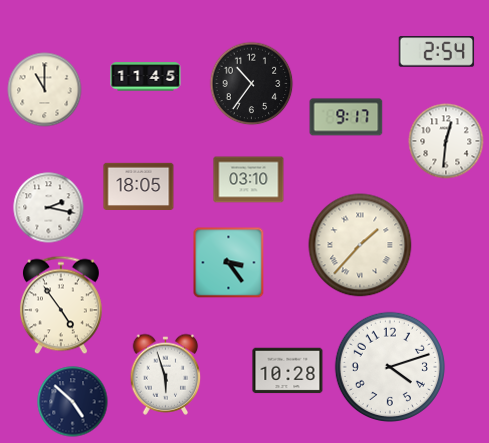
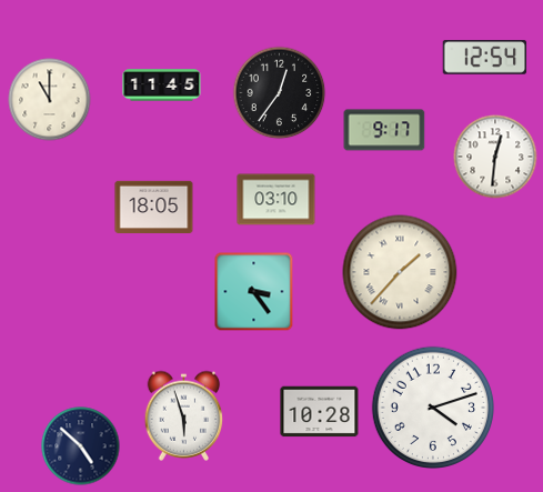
clock at (437, 52): 2:54 -> 12:54
clock at (252, 84): 10:36 -> 12:36
clock at (49, 208): 2:17 -> none
clock at (61, 305): 4:54 -> none
